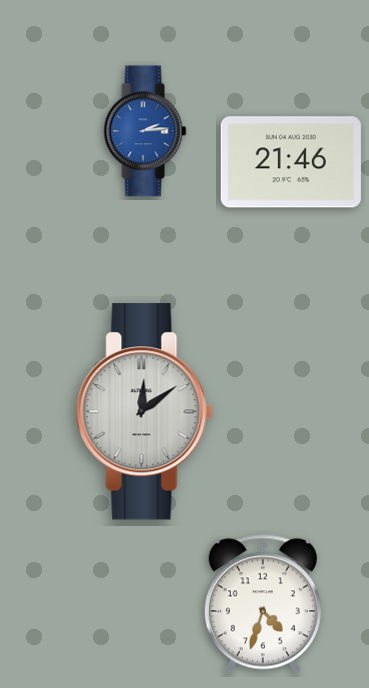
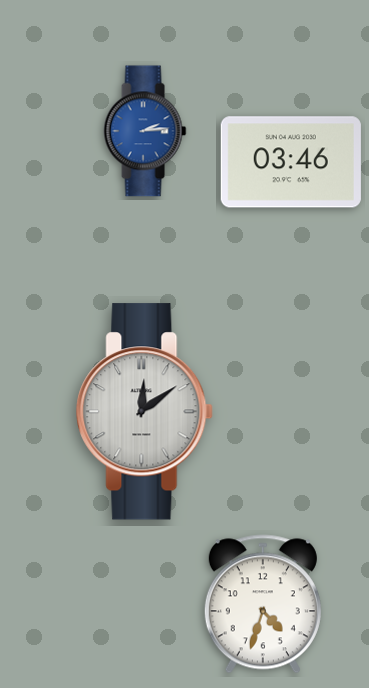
clock at (291, 162): 21:46 -> 03:46
